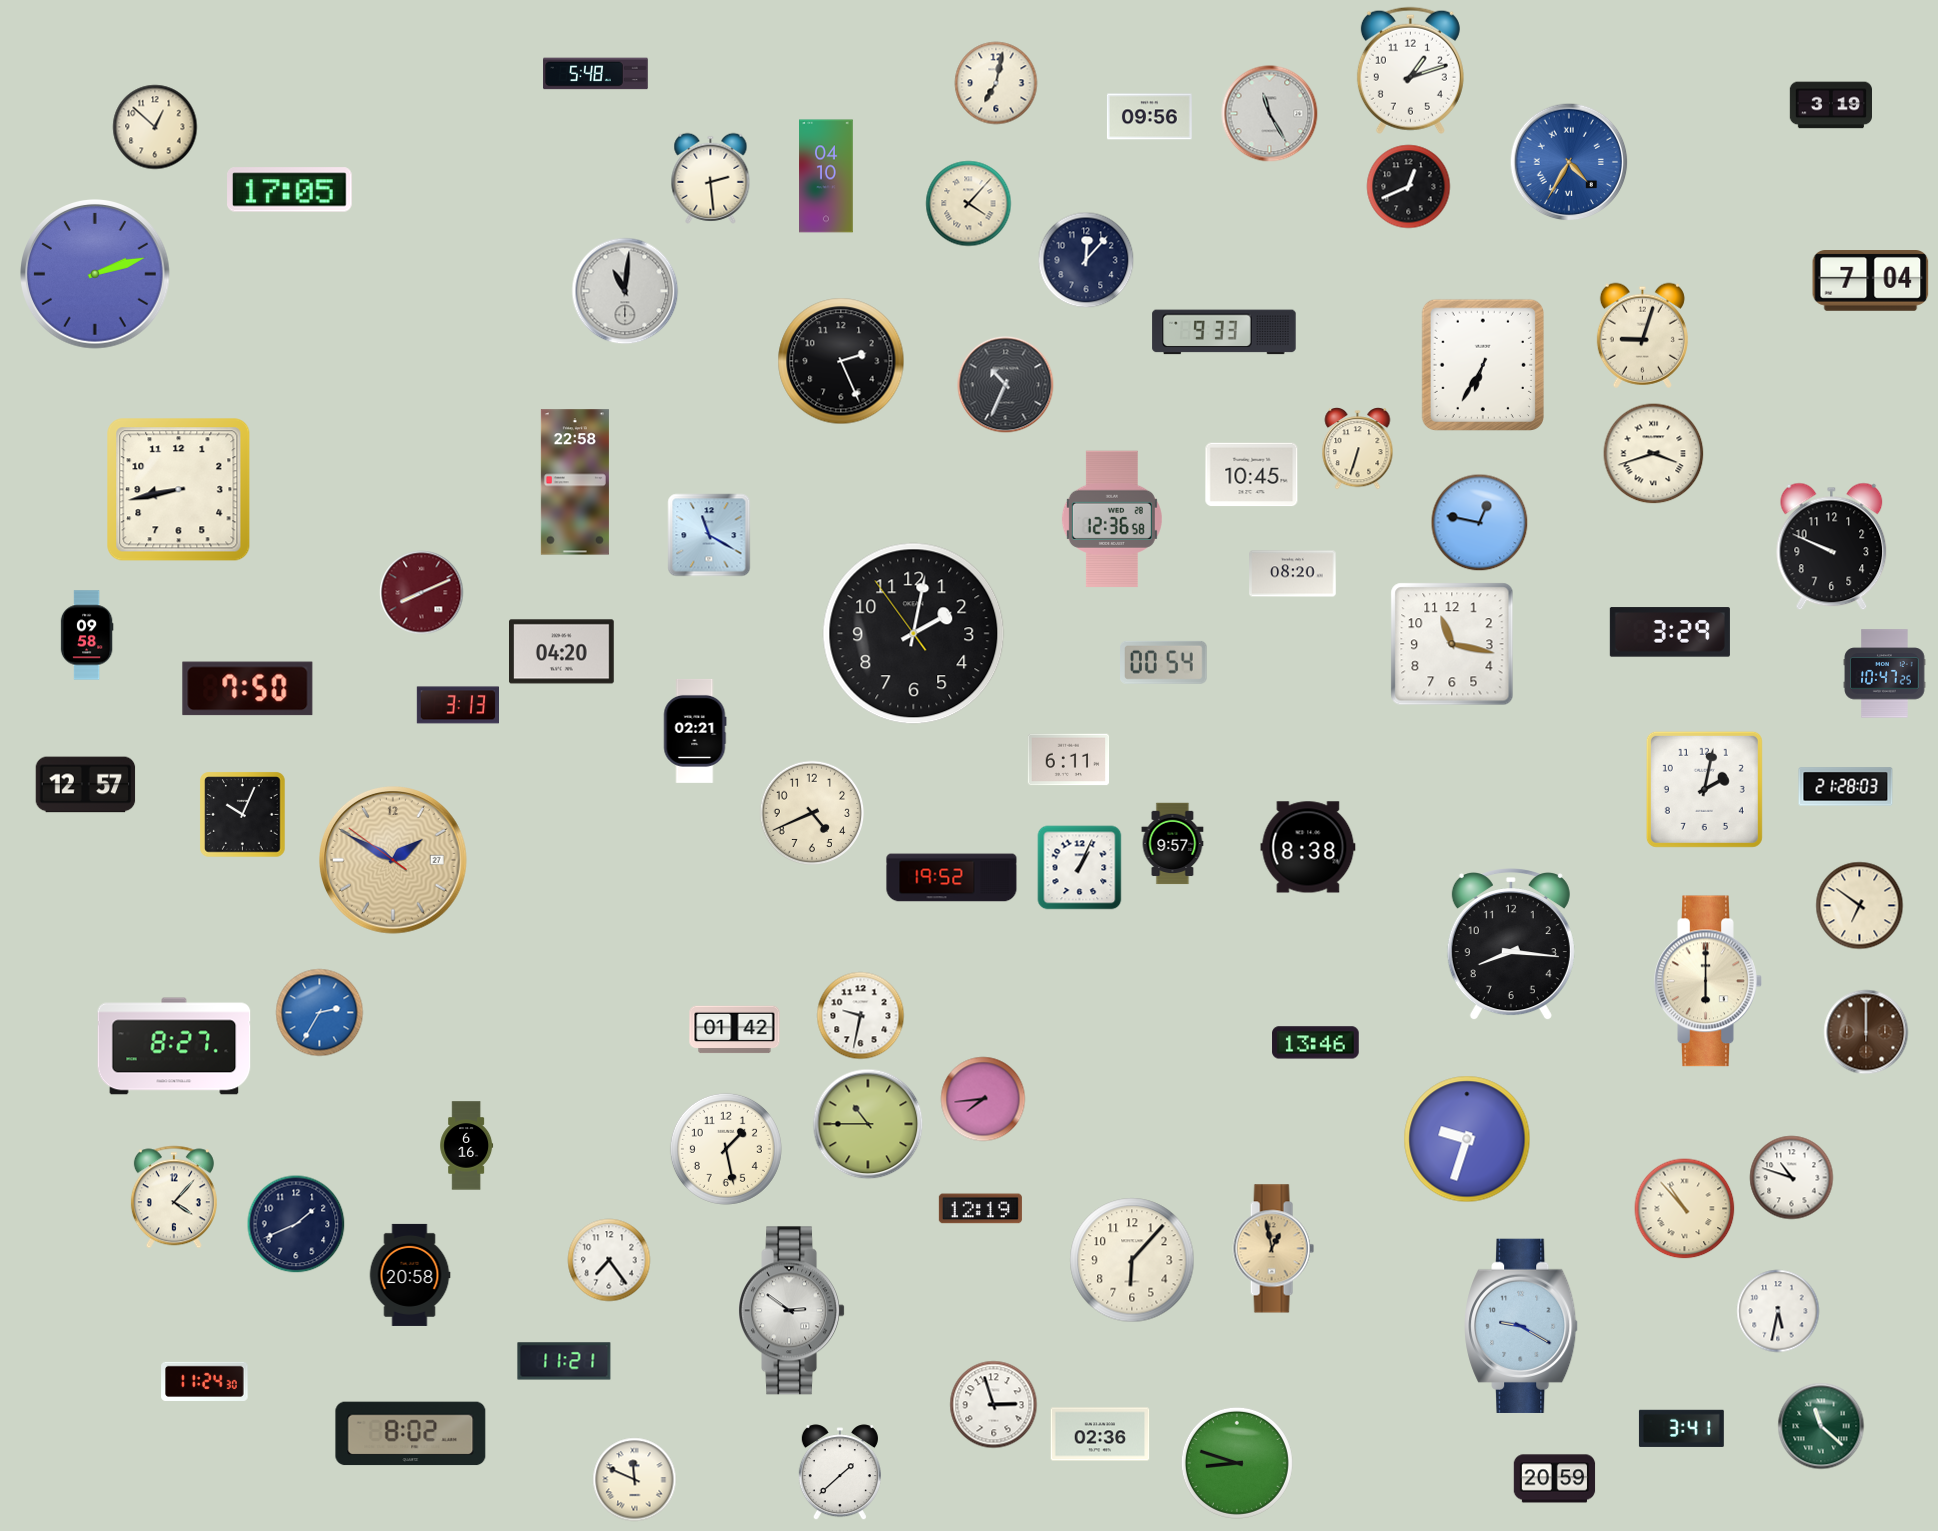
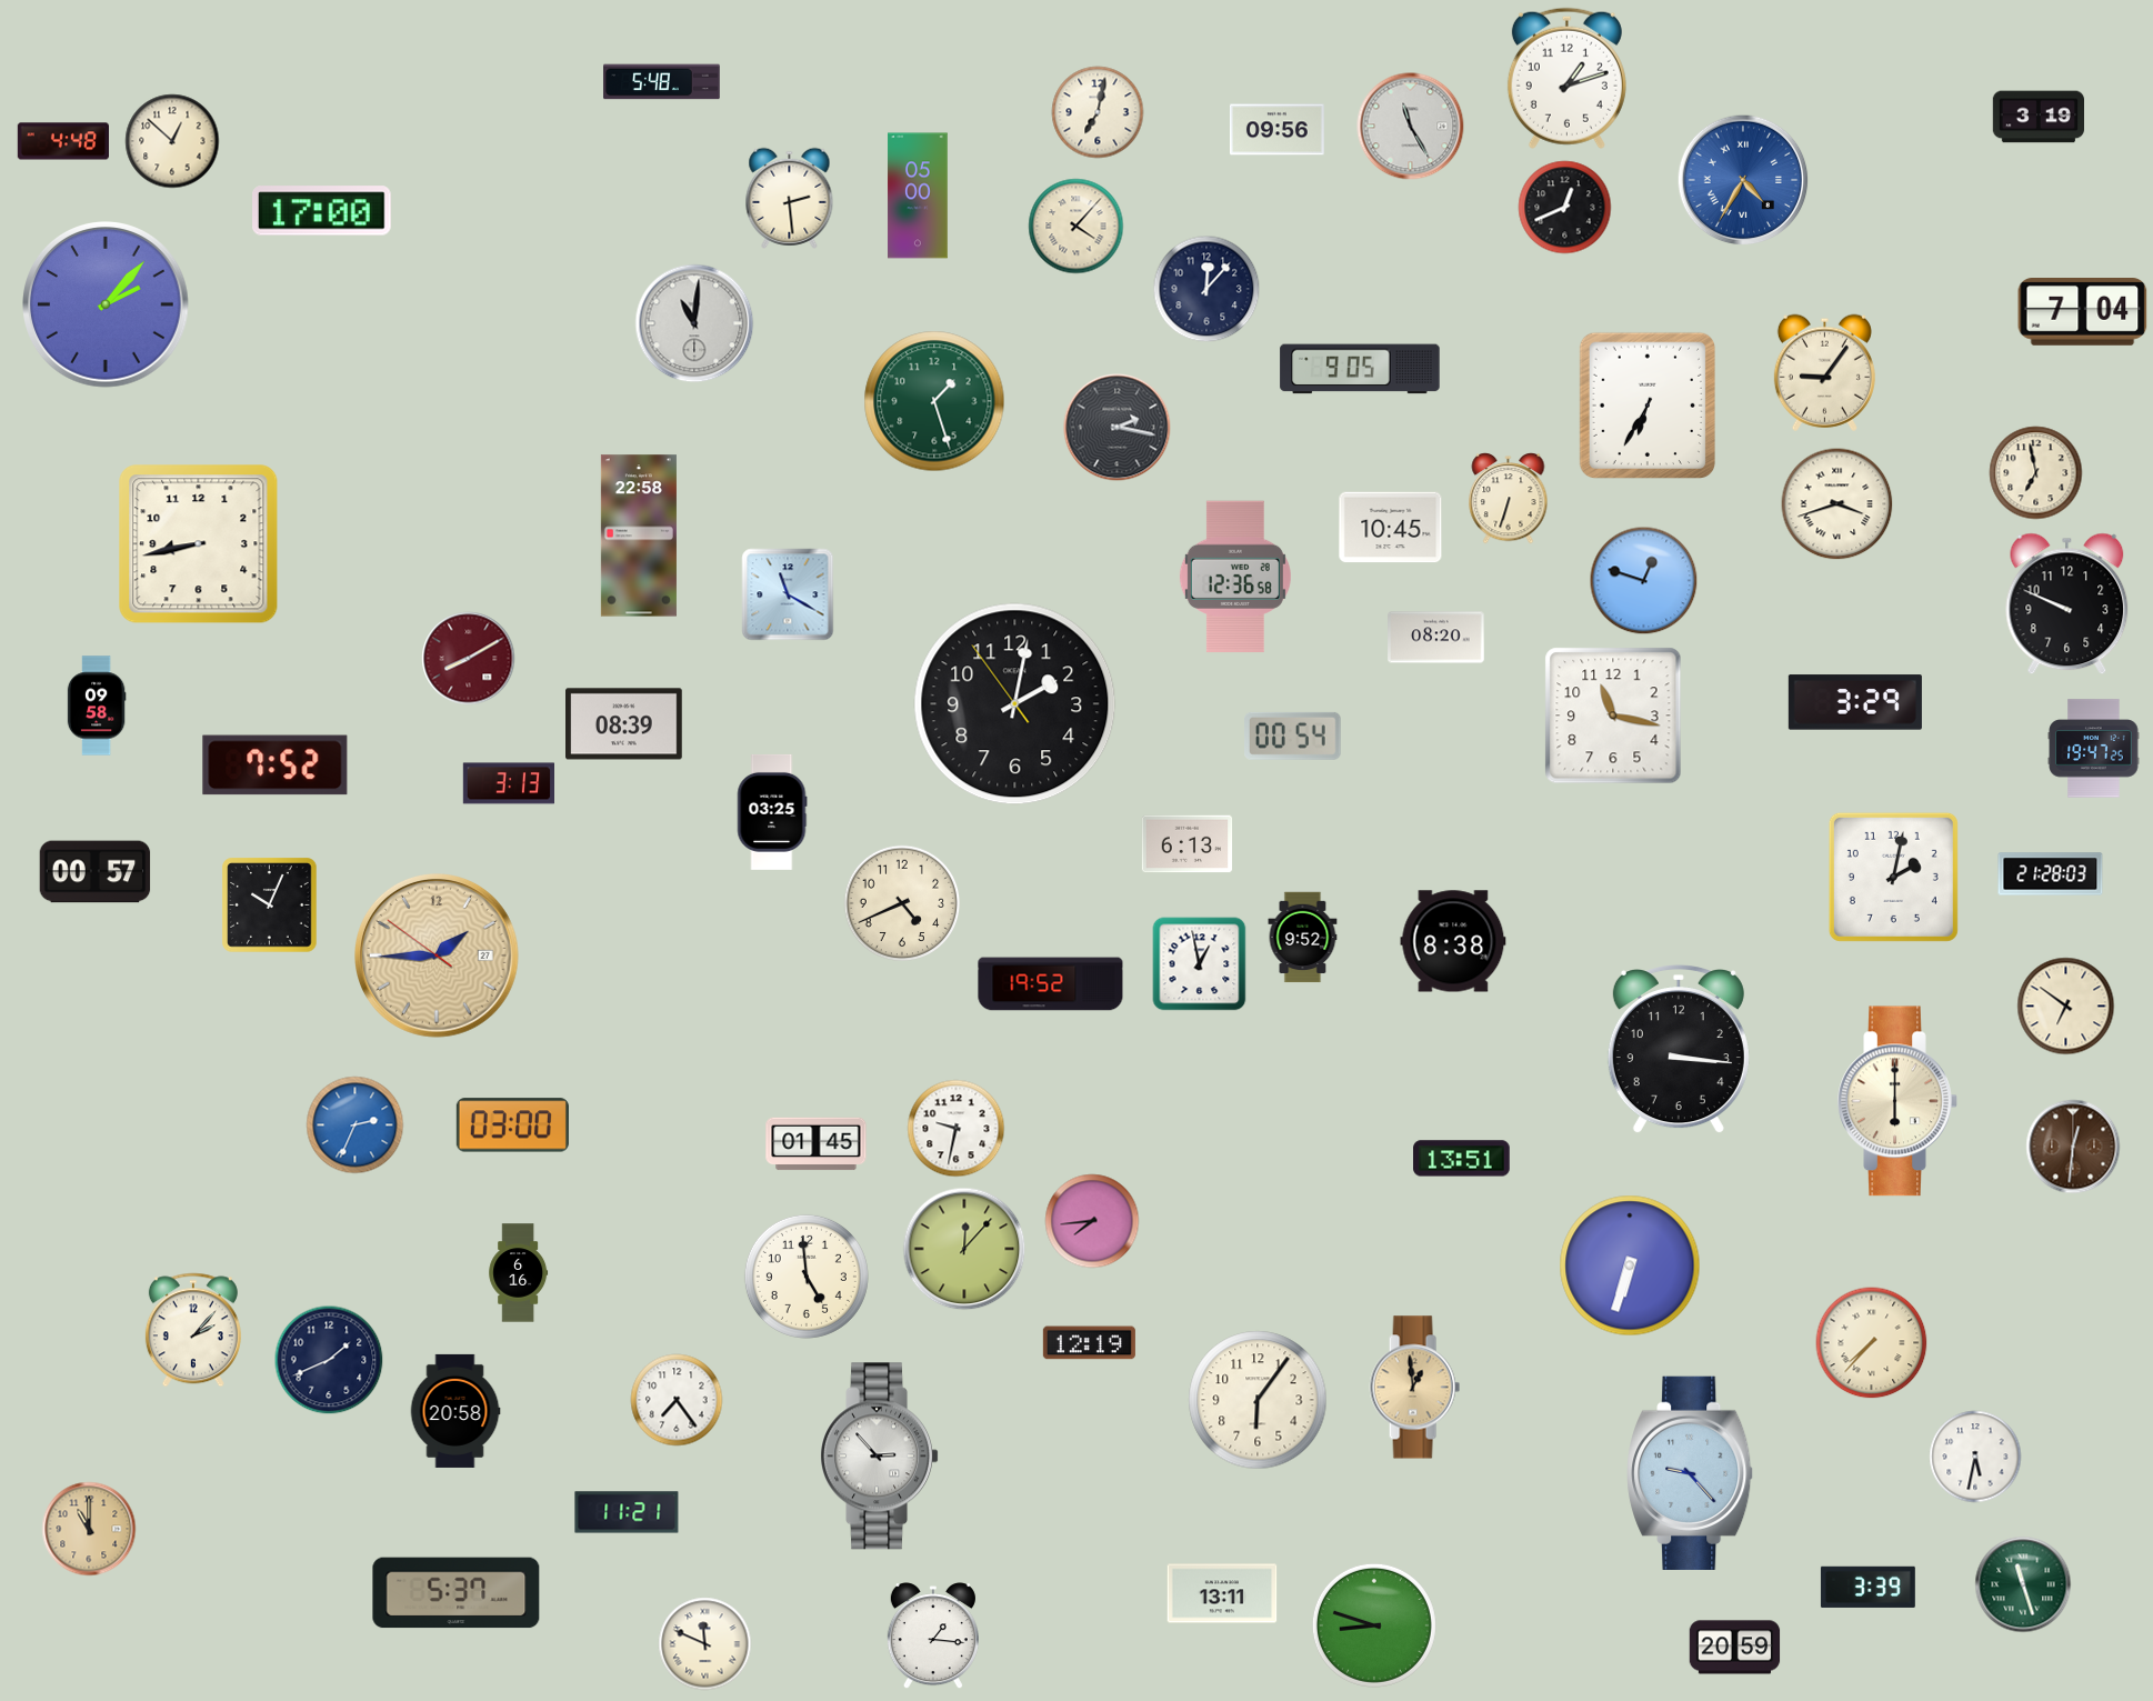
clock at (996, 83) position: (996, 83) -> (1098, 112)
clock at (1830, 105) position: (1830, 105) -> (2037, 117)
clock at (62, 141): none -> 4:48
clock at (826, 176): 04:10 -> 05:00
clock at (290, 190): 17:05 -> 17:00
clock at (96, 275): 2:12 -> 2:07
clock at (1871, 281) position: (1871, 281) -> (2083, 312)
clock at (1224, 332): 9:33 -> 9:05
clock at (1642, 335): 9:03 -> 9:06
clock at (841, 361): 2:26 -> 1:27
clock at (841, 361) dial: black -> green
clock at (1006, 385): 10:34 -> 2:17
clock at (2036, 473): none -> 6:58
clock at (1480, 523): 12:47 -> 12:48
clock at (1832, 547) position: (1832, 547) -> (2067, 604)
clock at (422, 593): 8:11 -> 8:10
clock at (562, 652): 04:20 -> 08:39
clock at (1885, 674): 10:47 -> 19:47
clock at (248, 689): 7:50 -> 7:52
clock at (695, 731): 02:21 -> 03:25
clock at (1069, 760): 6:11 -> 6:13
clock at (86, 785): 12:57 -> 00:57
clock at (1173, 844): 9:57 -> 9:52
clock at (394, 861): 1:49 -> 1:44
clock at (1080, 868): 1:04 -> 12:58
clock at (952, 878) position: (952, 878) -> (1051, 984)
clock at (1511, 945): 8:16 -> 3:16
clock at (1708, 981) position: (1708, 981) -> (1897, 1101)
clock at (320, 1013): 2:35 -> 2:34
clock at (512, 1125): none -> 03:00
clock at (735, 1030): 01:42 -> 01:45
clock at (1866, 1032): 12:00 -> 12:31
clock at (1316, 1043): 13:46 -> 13:51
clock at (174, 1046): 8:27 -> none
clock at (868, 1124): 10:45 -> 12:07
clock at (1467, 1139): 9:33 -> 6:33
clock at (726, 1149): 1:28 -> 4:59
clock at (1792, 1178): 10:48 -> none
clock at (174, 1197): 4:07 -> 2:07
clock at (1685, 1209): 10:53 -> 7:37
clock at (1273, 1249): 12:58 -> 12:59
clock at (1132, 1260): 6:07 -> 6:06
clock at (410, 1275) position: (410, 1275) -> (455, 1411)
clock at (792, 1311): 2:51 -> 2:53
clock at (1522, 1326): 9:20 -> 9:23
clock at (89, 1529): none -> 11:00
clock at (205, 1381): 11:24 -> none
clock at (994, 1405): 2:57 -> none
clock at (1821, 1426): 11:22 -> 11:27
clock at (1681, 1428): 3:41 -> 3:39
clock at (411, 1434): 8:02 -> 5:37
clock at (1100, 1434): 02:36 -> 13:11
clock at (840, 1473): 1:38 -> 1:16
clock at (1555, 1479) position: (1555, 1479) -> (1735, 1648)
